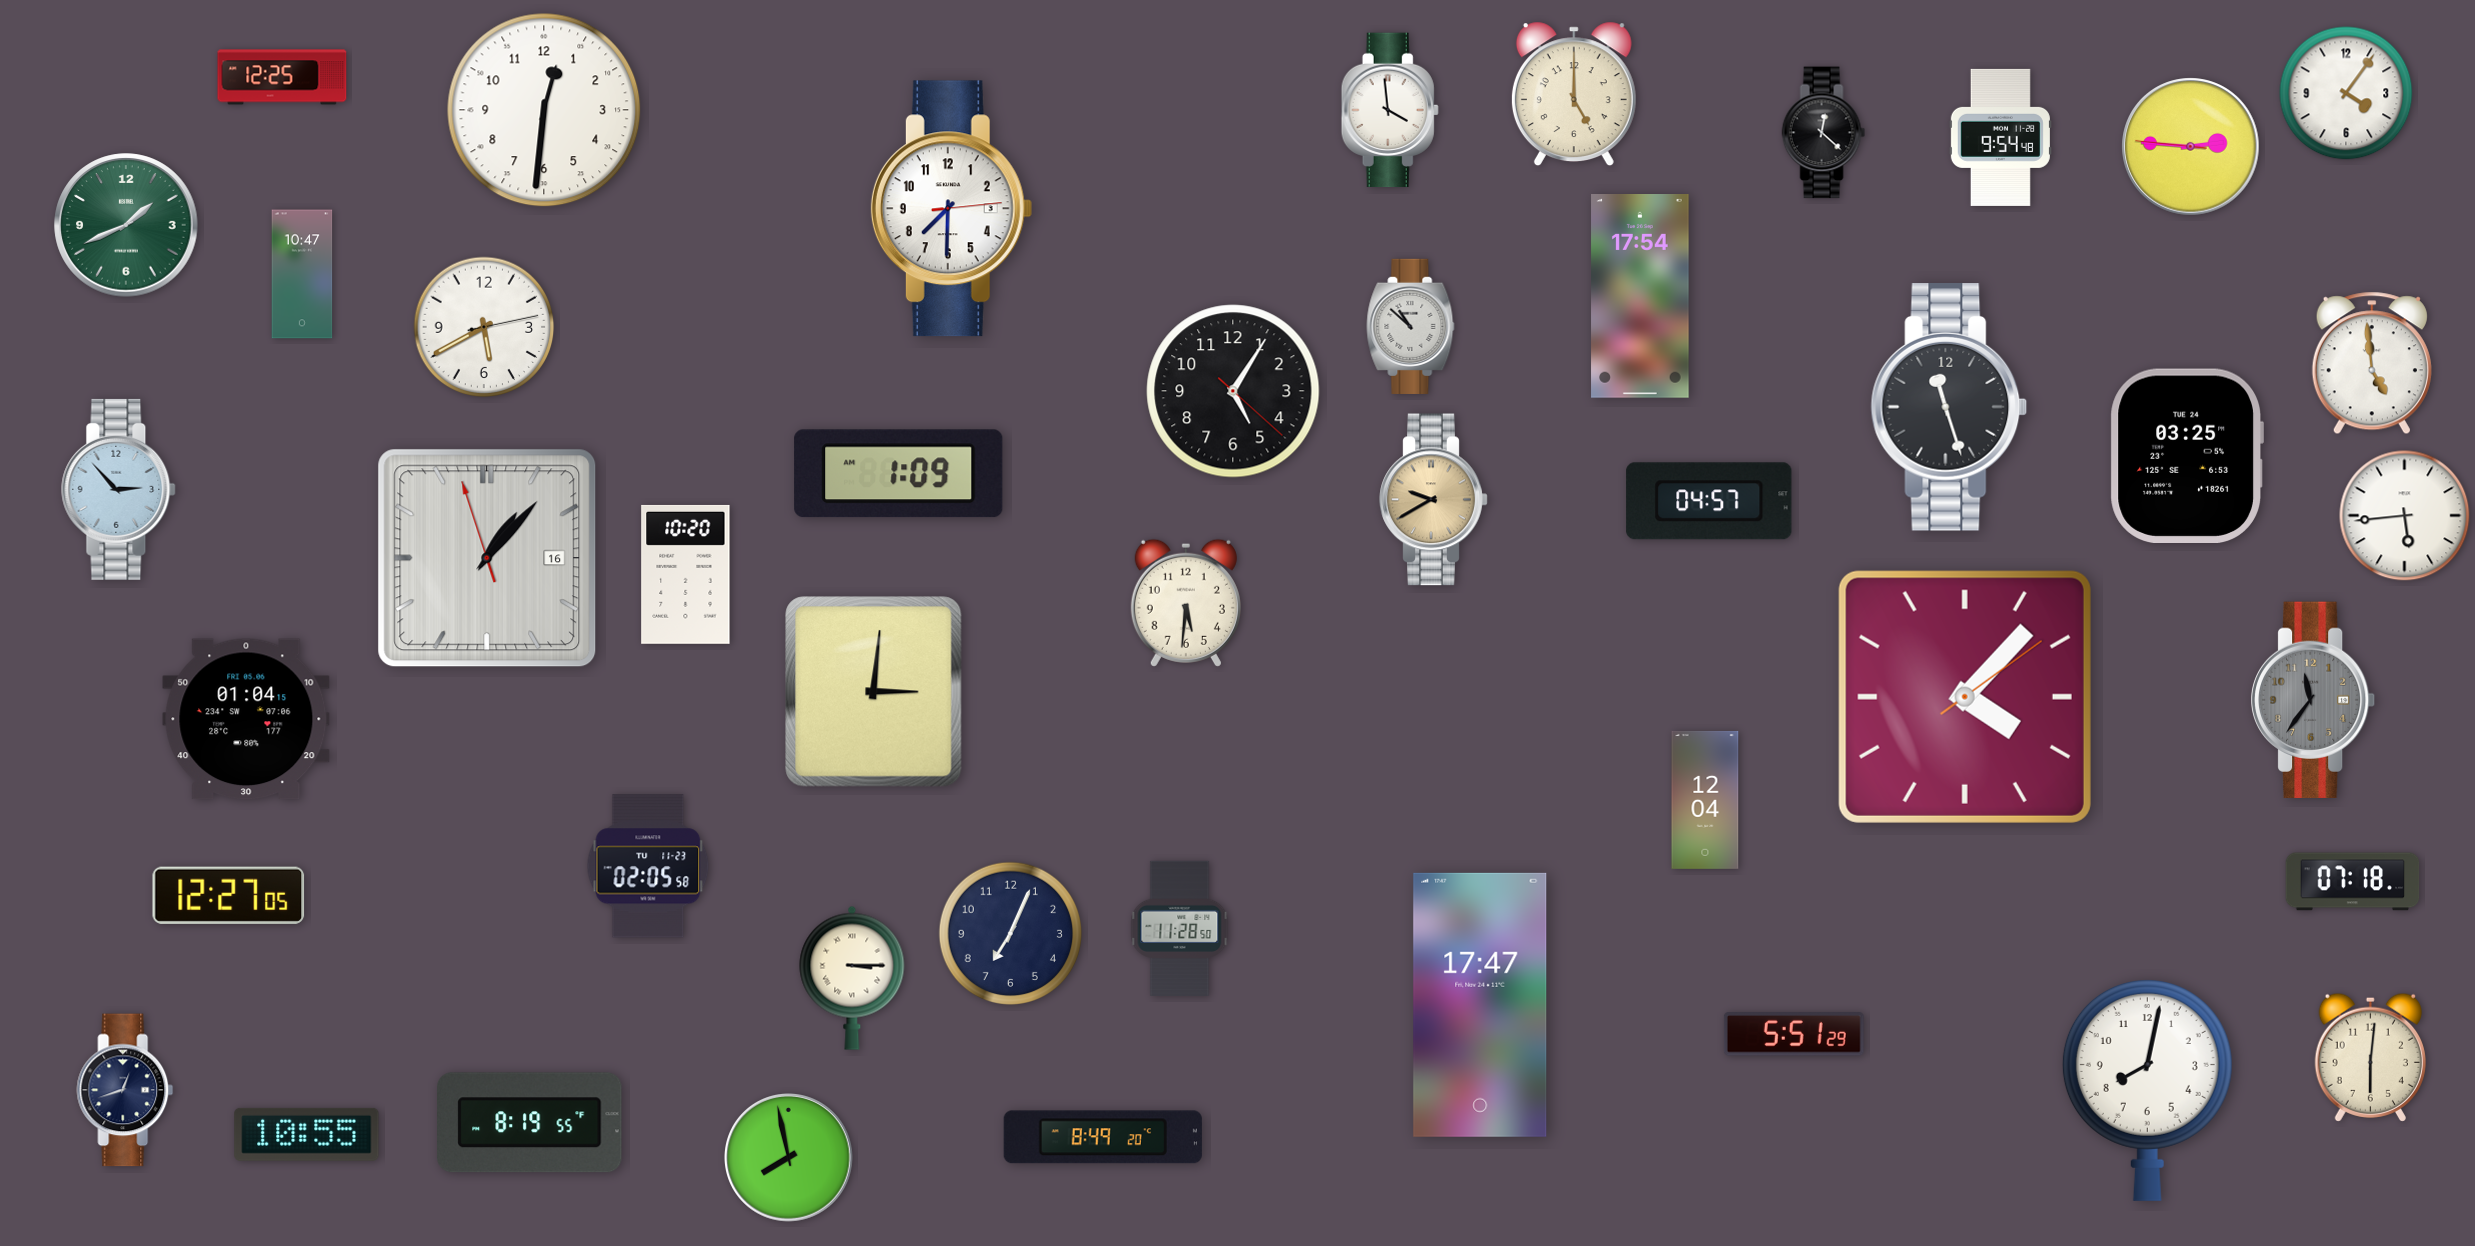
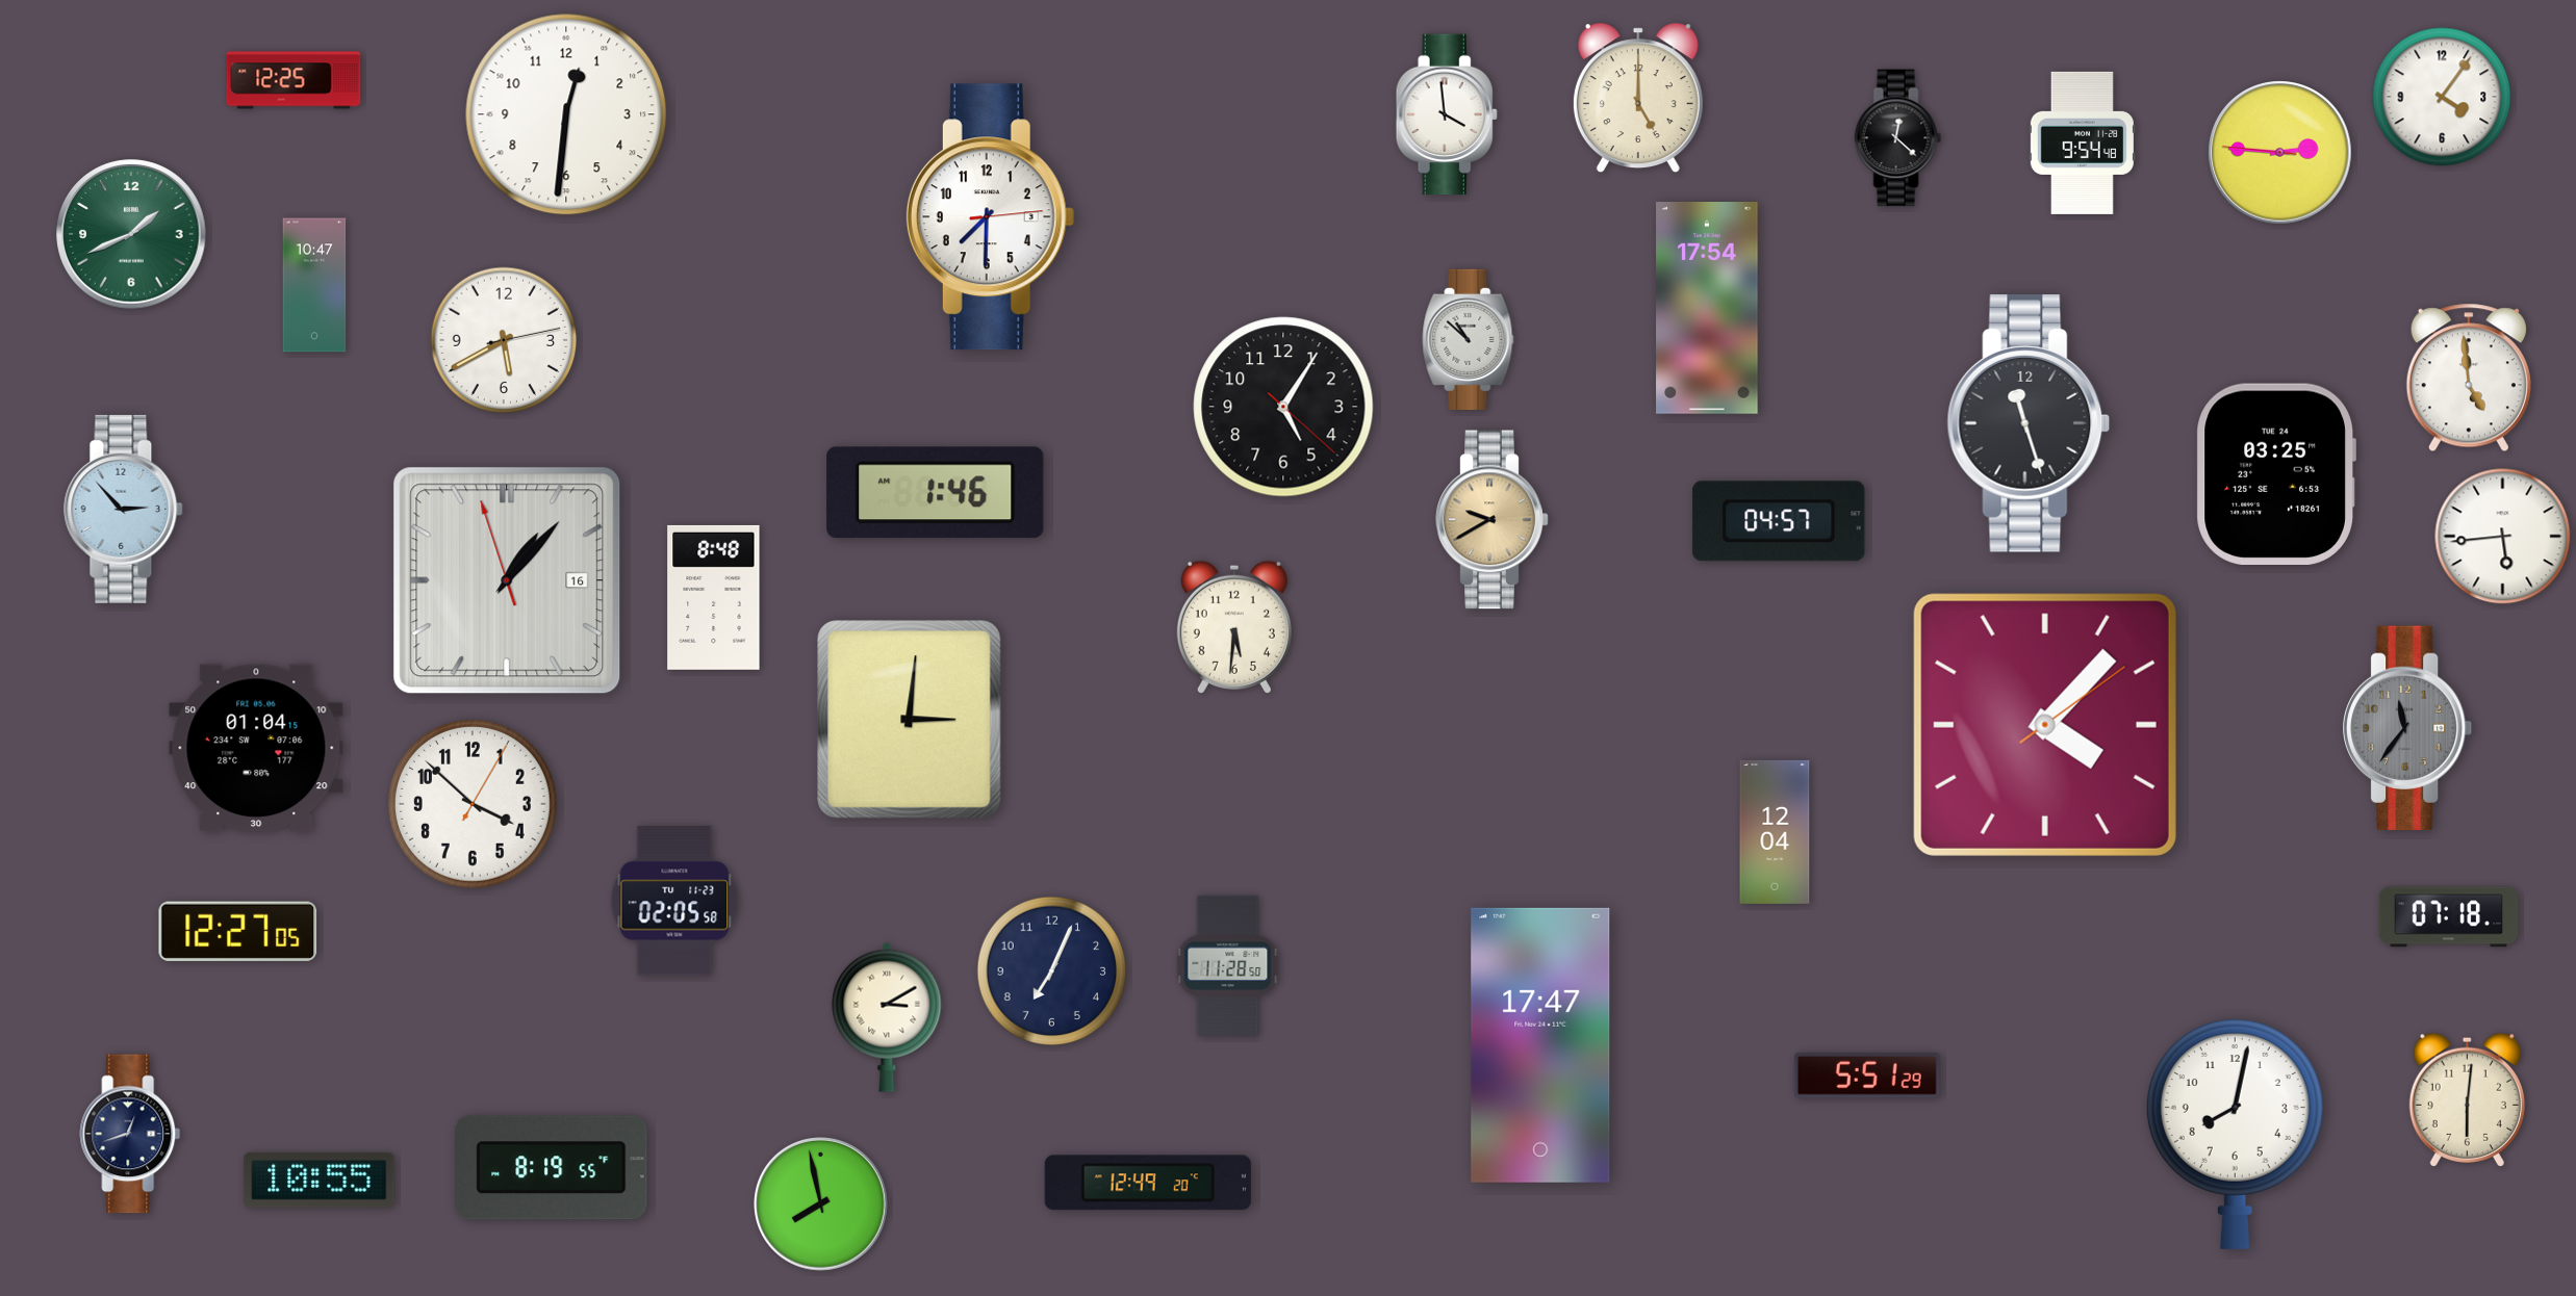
clock at (899, 474): 1:09 -> 1:46
clock at (686, 574): 10:20 -> 8:48
clock at (473, 804): none -> 3:52
clock at (852, 978): 3:15 -> 3:10
clock at (1103, 1137): 8:49 -> 12:49
